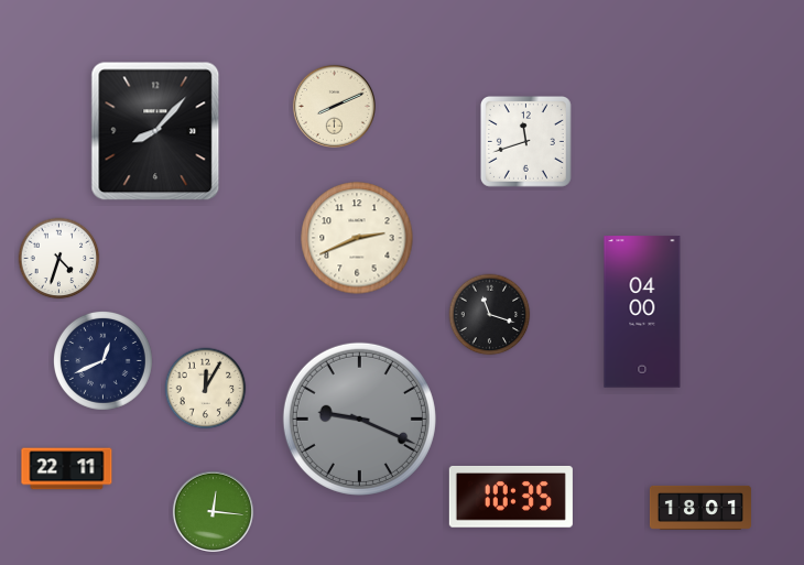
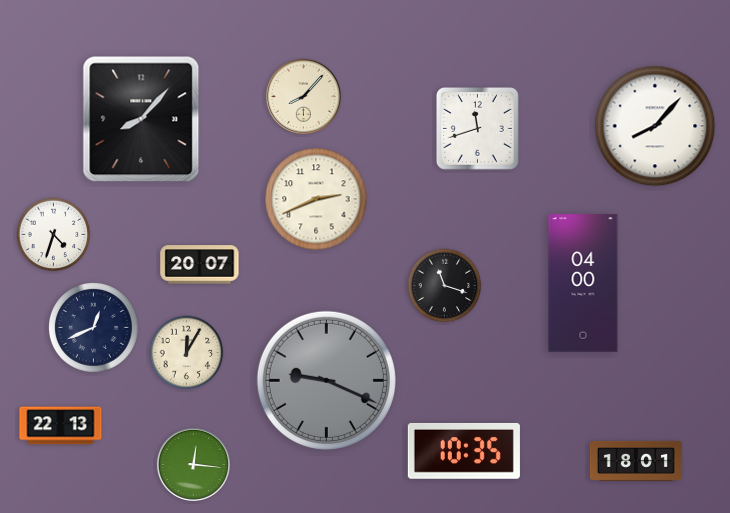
clock at (334, 106): 8:11 -> 8:07
clock at (655, 126): none -> 8:07
clock at (357, 238) position: (357, 238) -> (316, 199)
clock at (200, 265): none -> 20:07
clock at (67, 469): 22:11 -> 22:13
